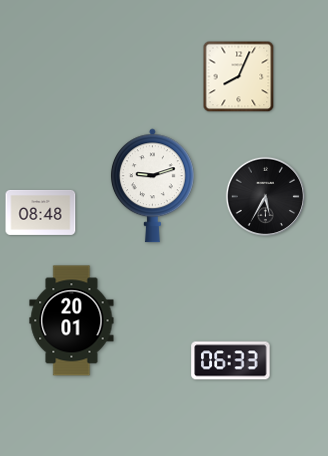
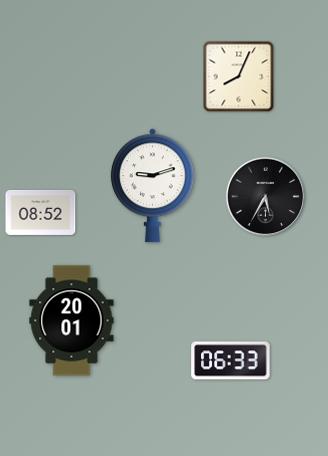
clock at (41, 212): 08:48 -> 08:52
